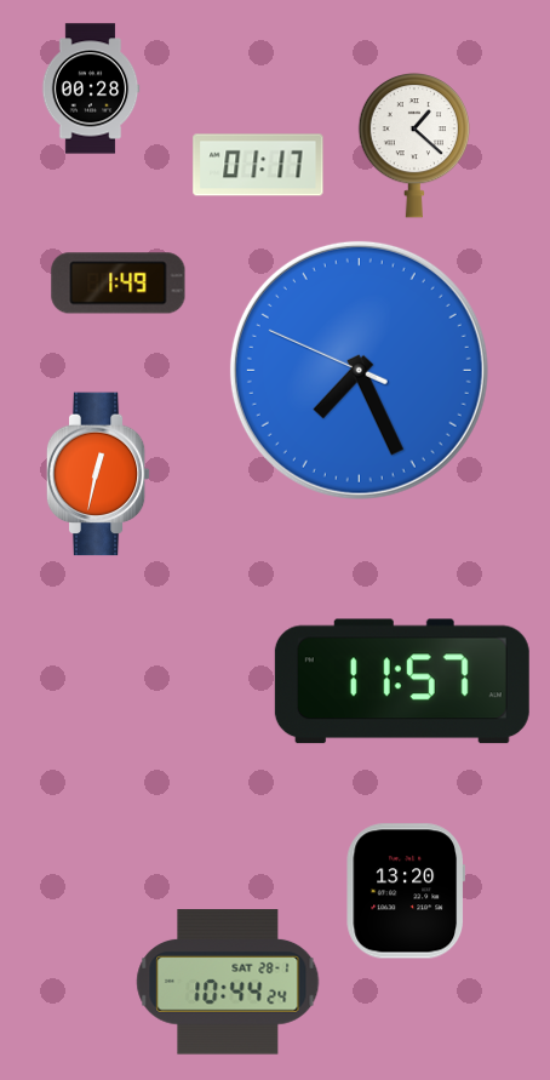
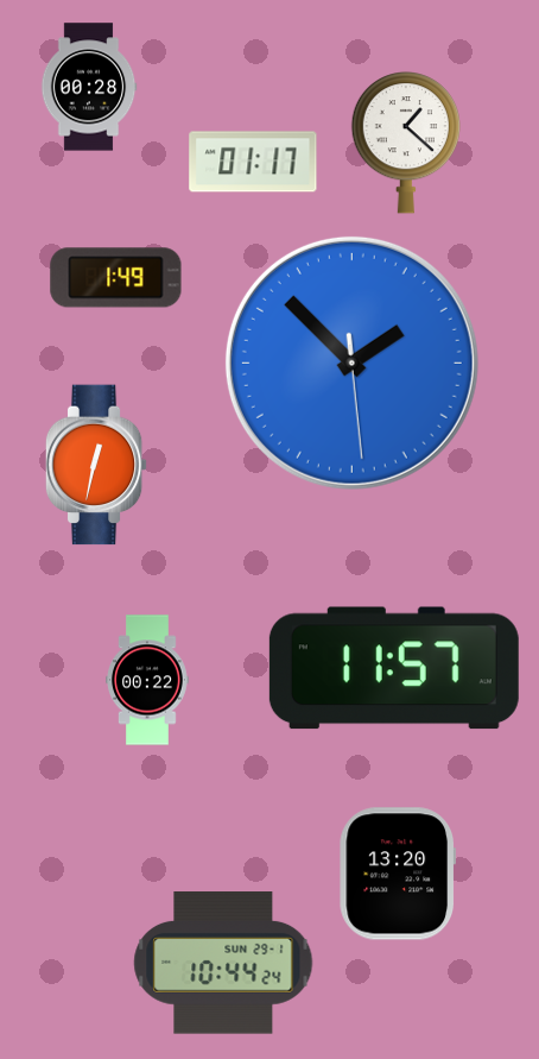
clock at (359, 370): 7:25 -> 1:52
clock at (148, 680): none -> 00:22
clock at (228, 982) date: SAT 28-1 -> SUN 29-1
